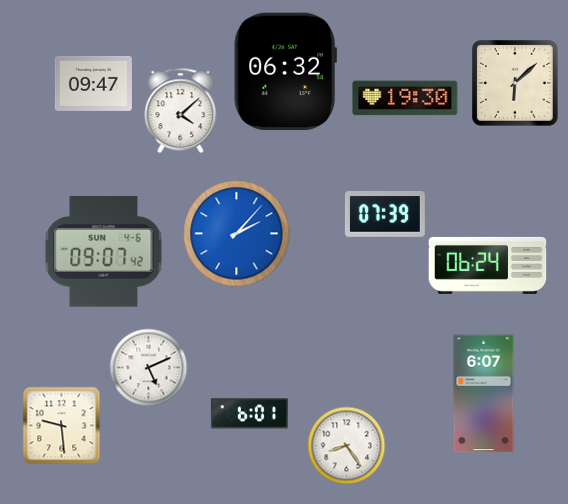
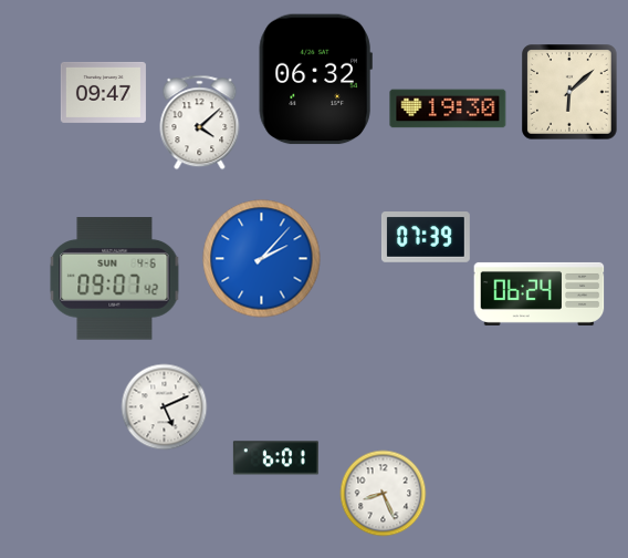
clock at (484, 394): 6:07 -> none
clock at (61, 425): 9:29 -> none
clock at (346, 445): 8:24 -> 8:26
